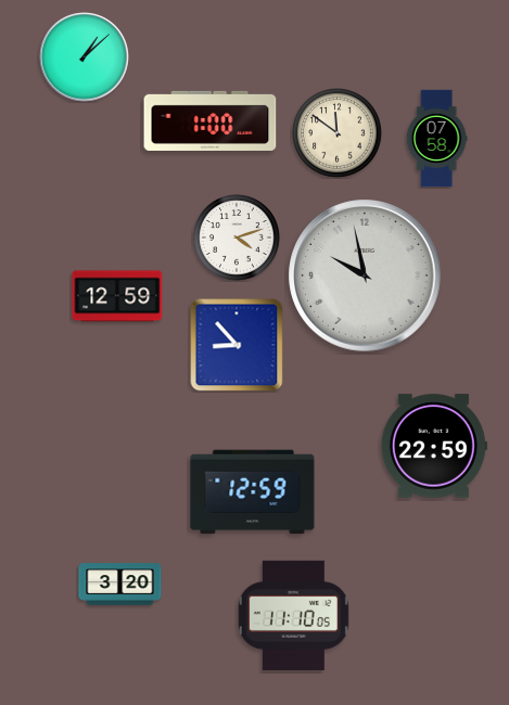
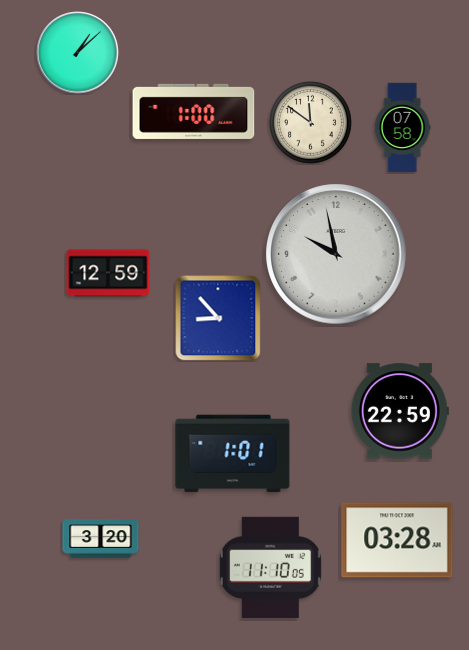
clock at (237, 238): 4:12 -> none
clock at (253, 492): 12:59 -> 1:01
clock at (120, 585) position: (120, 585) -> (101, 539)
clock at (397, 540): none -> 03:28
